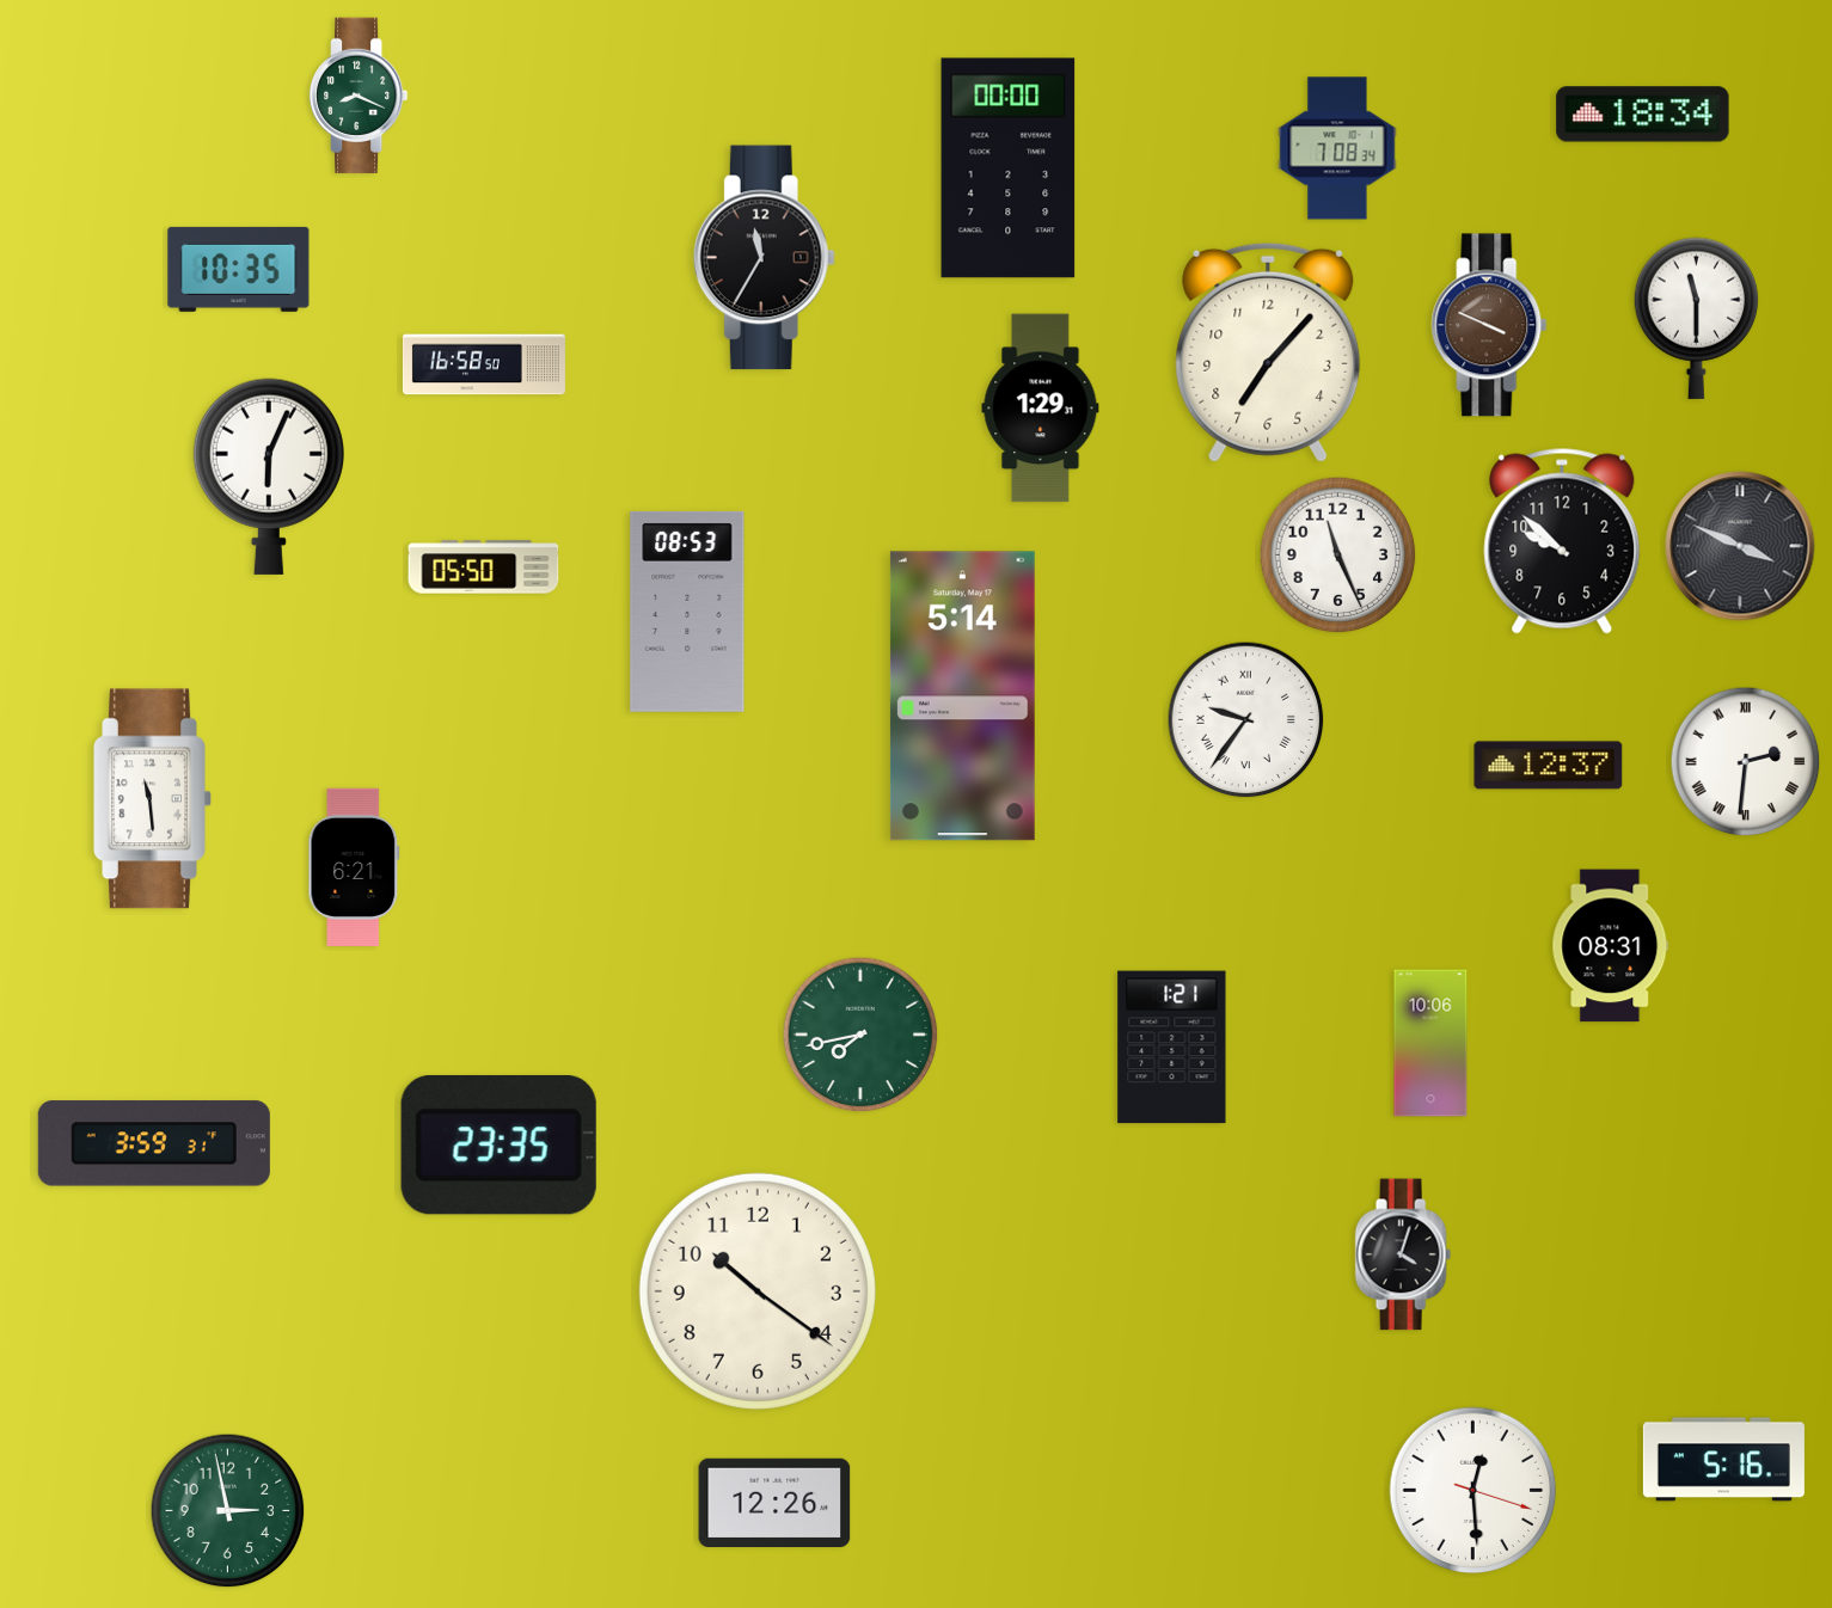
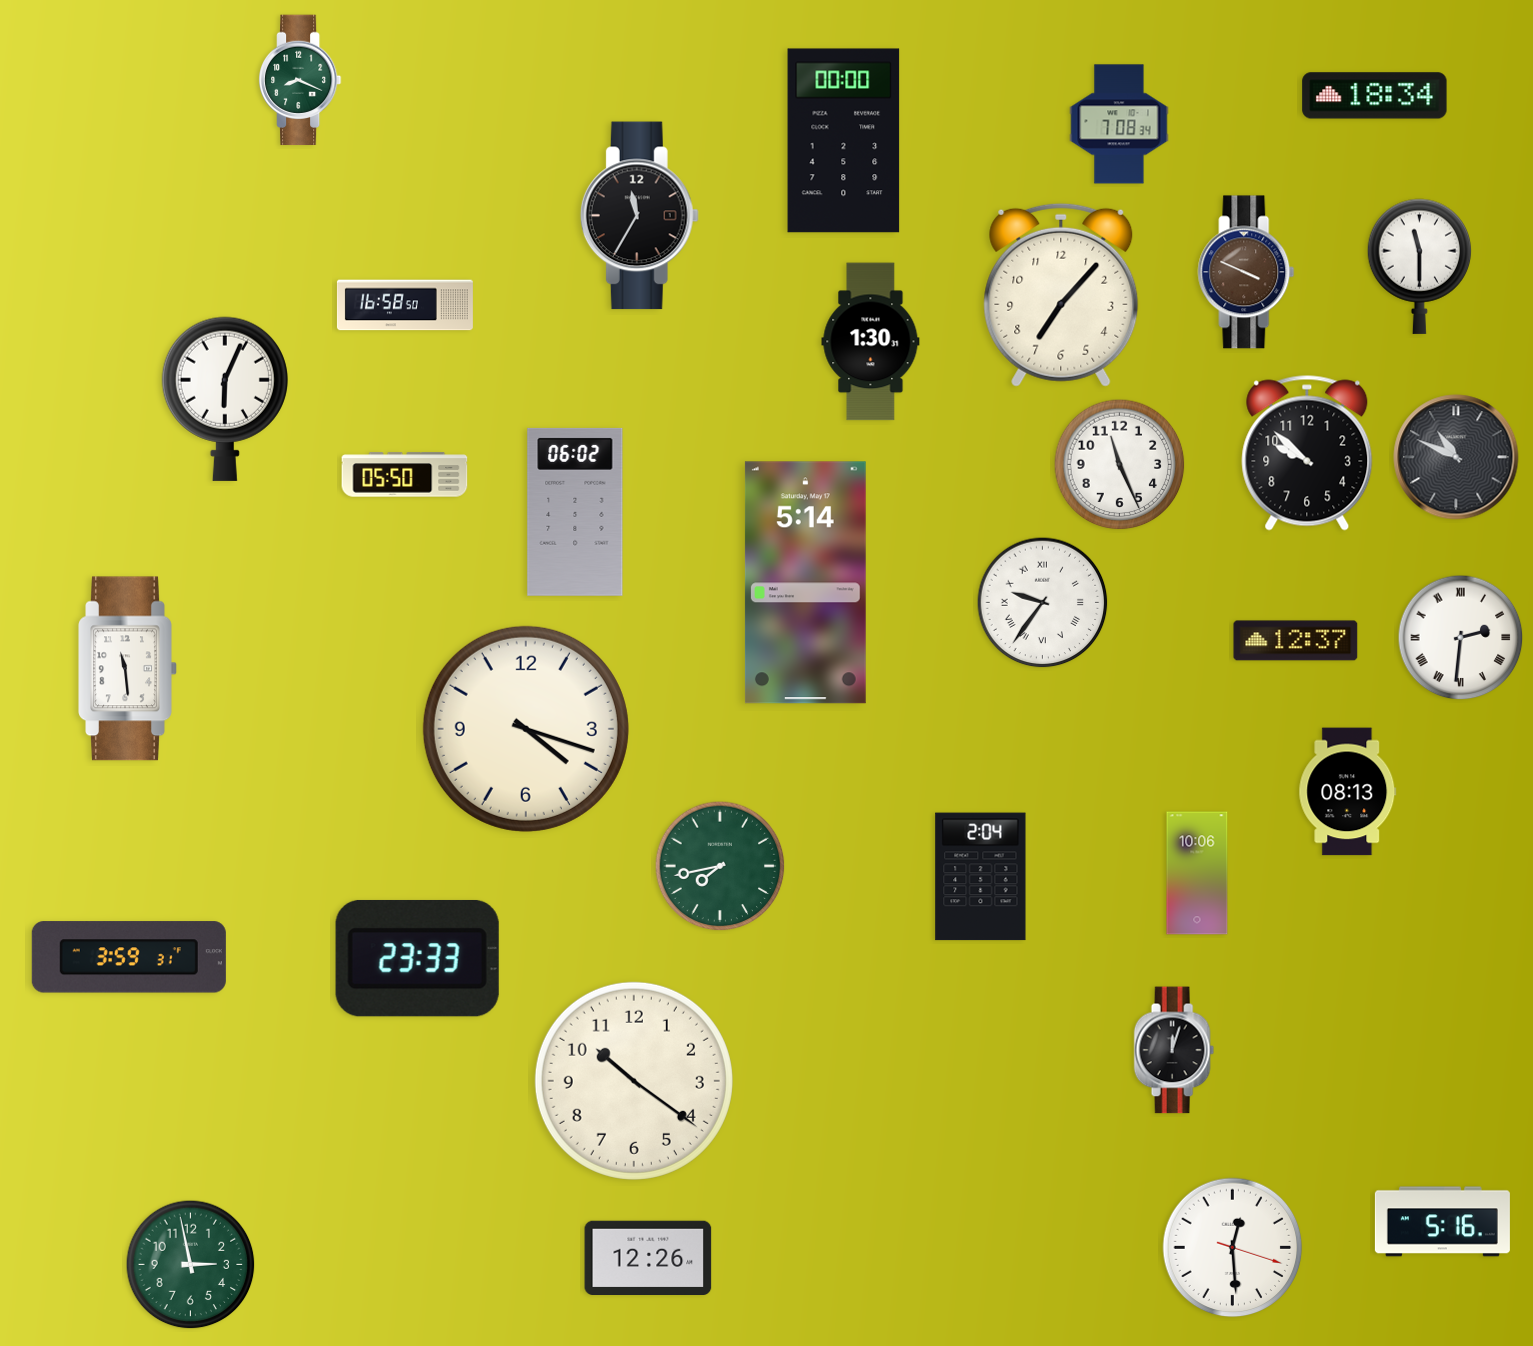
clock at (239, 269): 10:35 -> none
clock at (1041, 409): 1:29 -> 1:30
clock at (1740, 546): 3:49 -> 10:49
clock at (687, 612): 08:53 -> 06:02
clock at (354, 866): 6:21 -> none
clock at (526, 729): none -> 4:18
clock at (1611, 946): 08:31 -> 08:13
clock at (1172, 1048): 1:21 -> 2:04
clock at (498, 1144): 23:35 -> 23:33
clock at (1403, 1254): 4:03 -> 12:03
